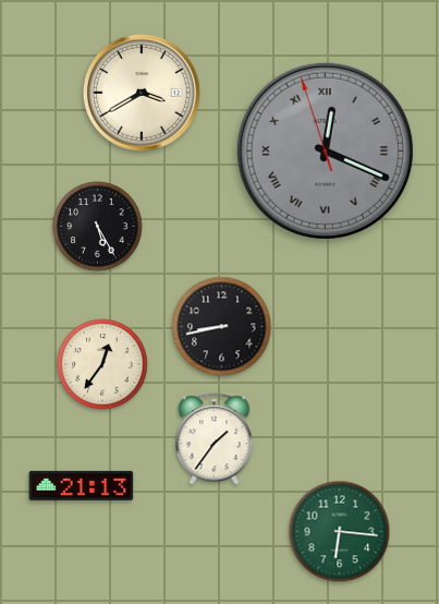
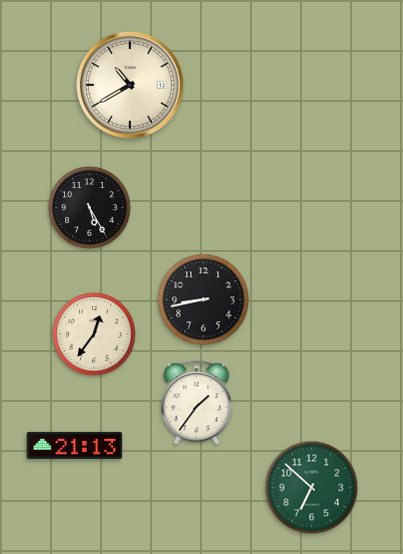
clock at (142, 93): 3:40 -> 10:40
clock at (325, 150): 12:18 -> none
clock at (340, 532): 6:16 -> 6:52
